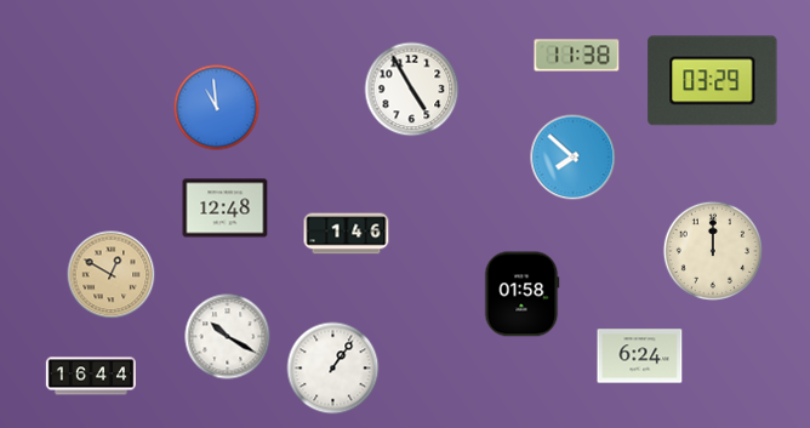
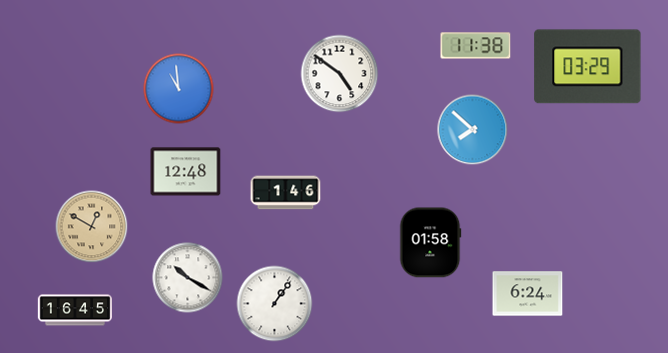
clock at (412, 90): 4:55 -> 4:51
clock at (712, 250): 12:00 -> none
clock at (90, 376): 16:44 -> 16:45
